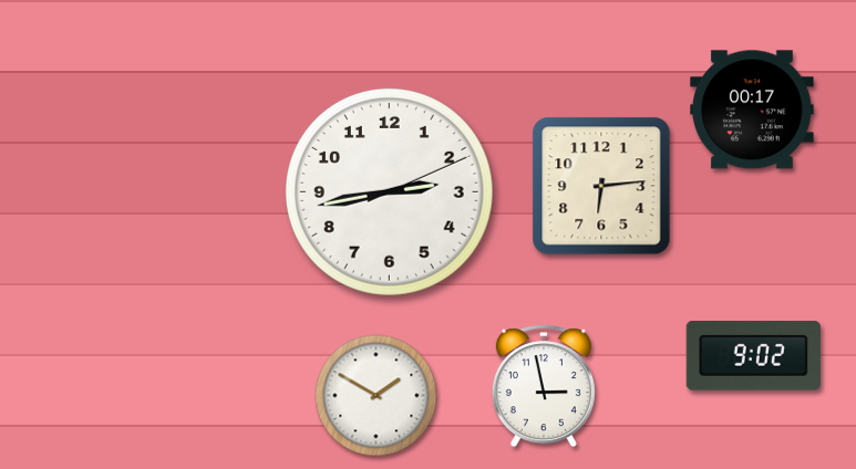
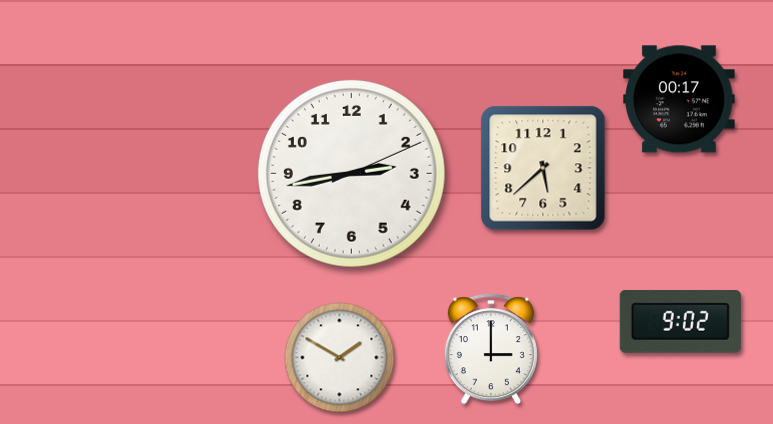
clock at (601, 186): 6:14 -> 5:38
clock at (544, 386): 2:58 -> 3:00
